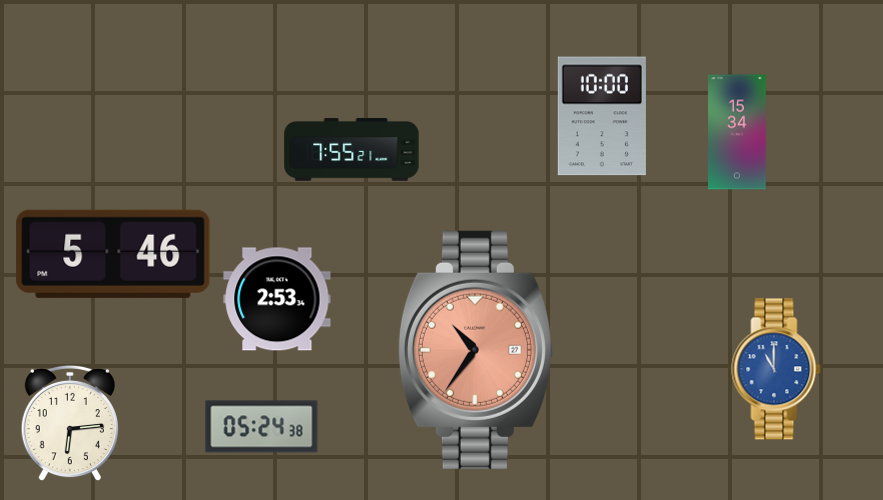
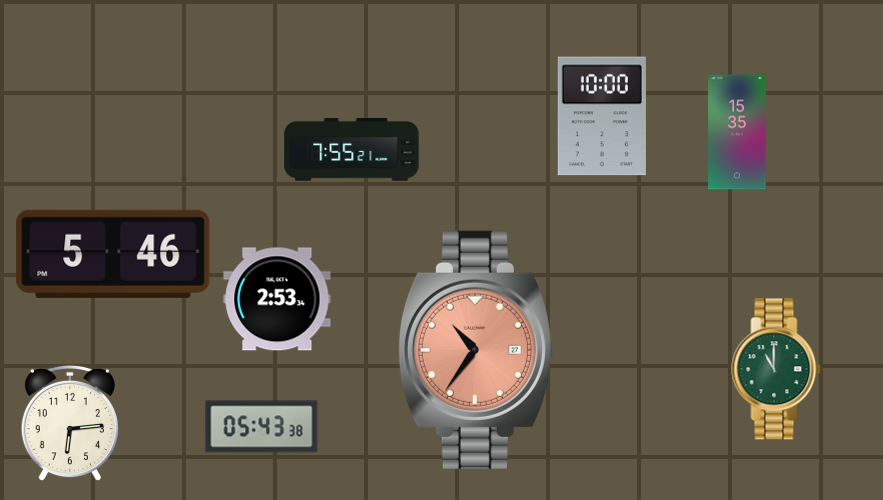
clock at (737, 132): 15:34 -> 15:35
clock at (776, 369) dial: blue -> green
clock at (262, 427): 05:24 -> 05:43
